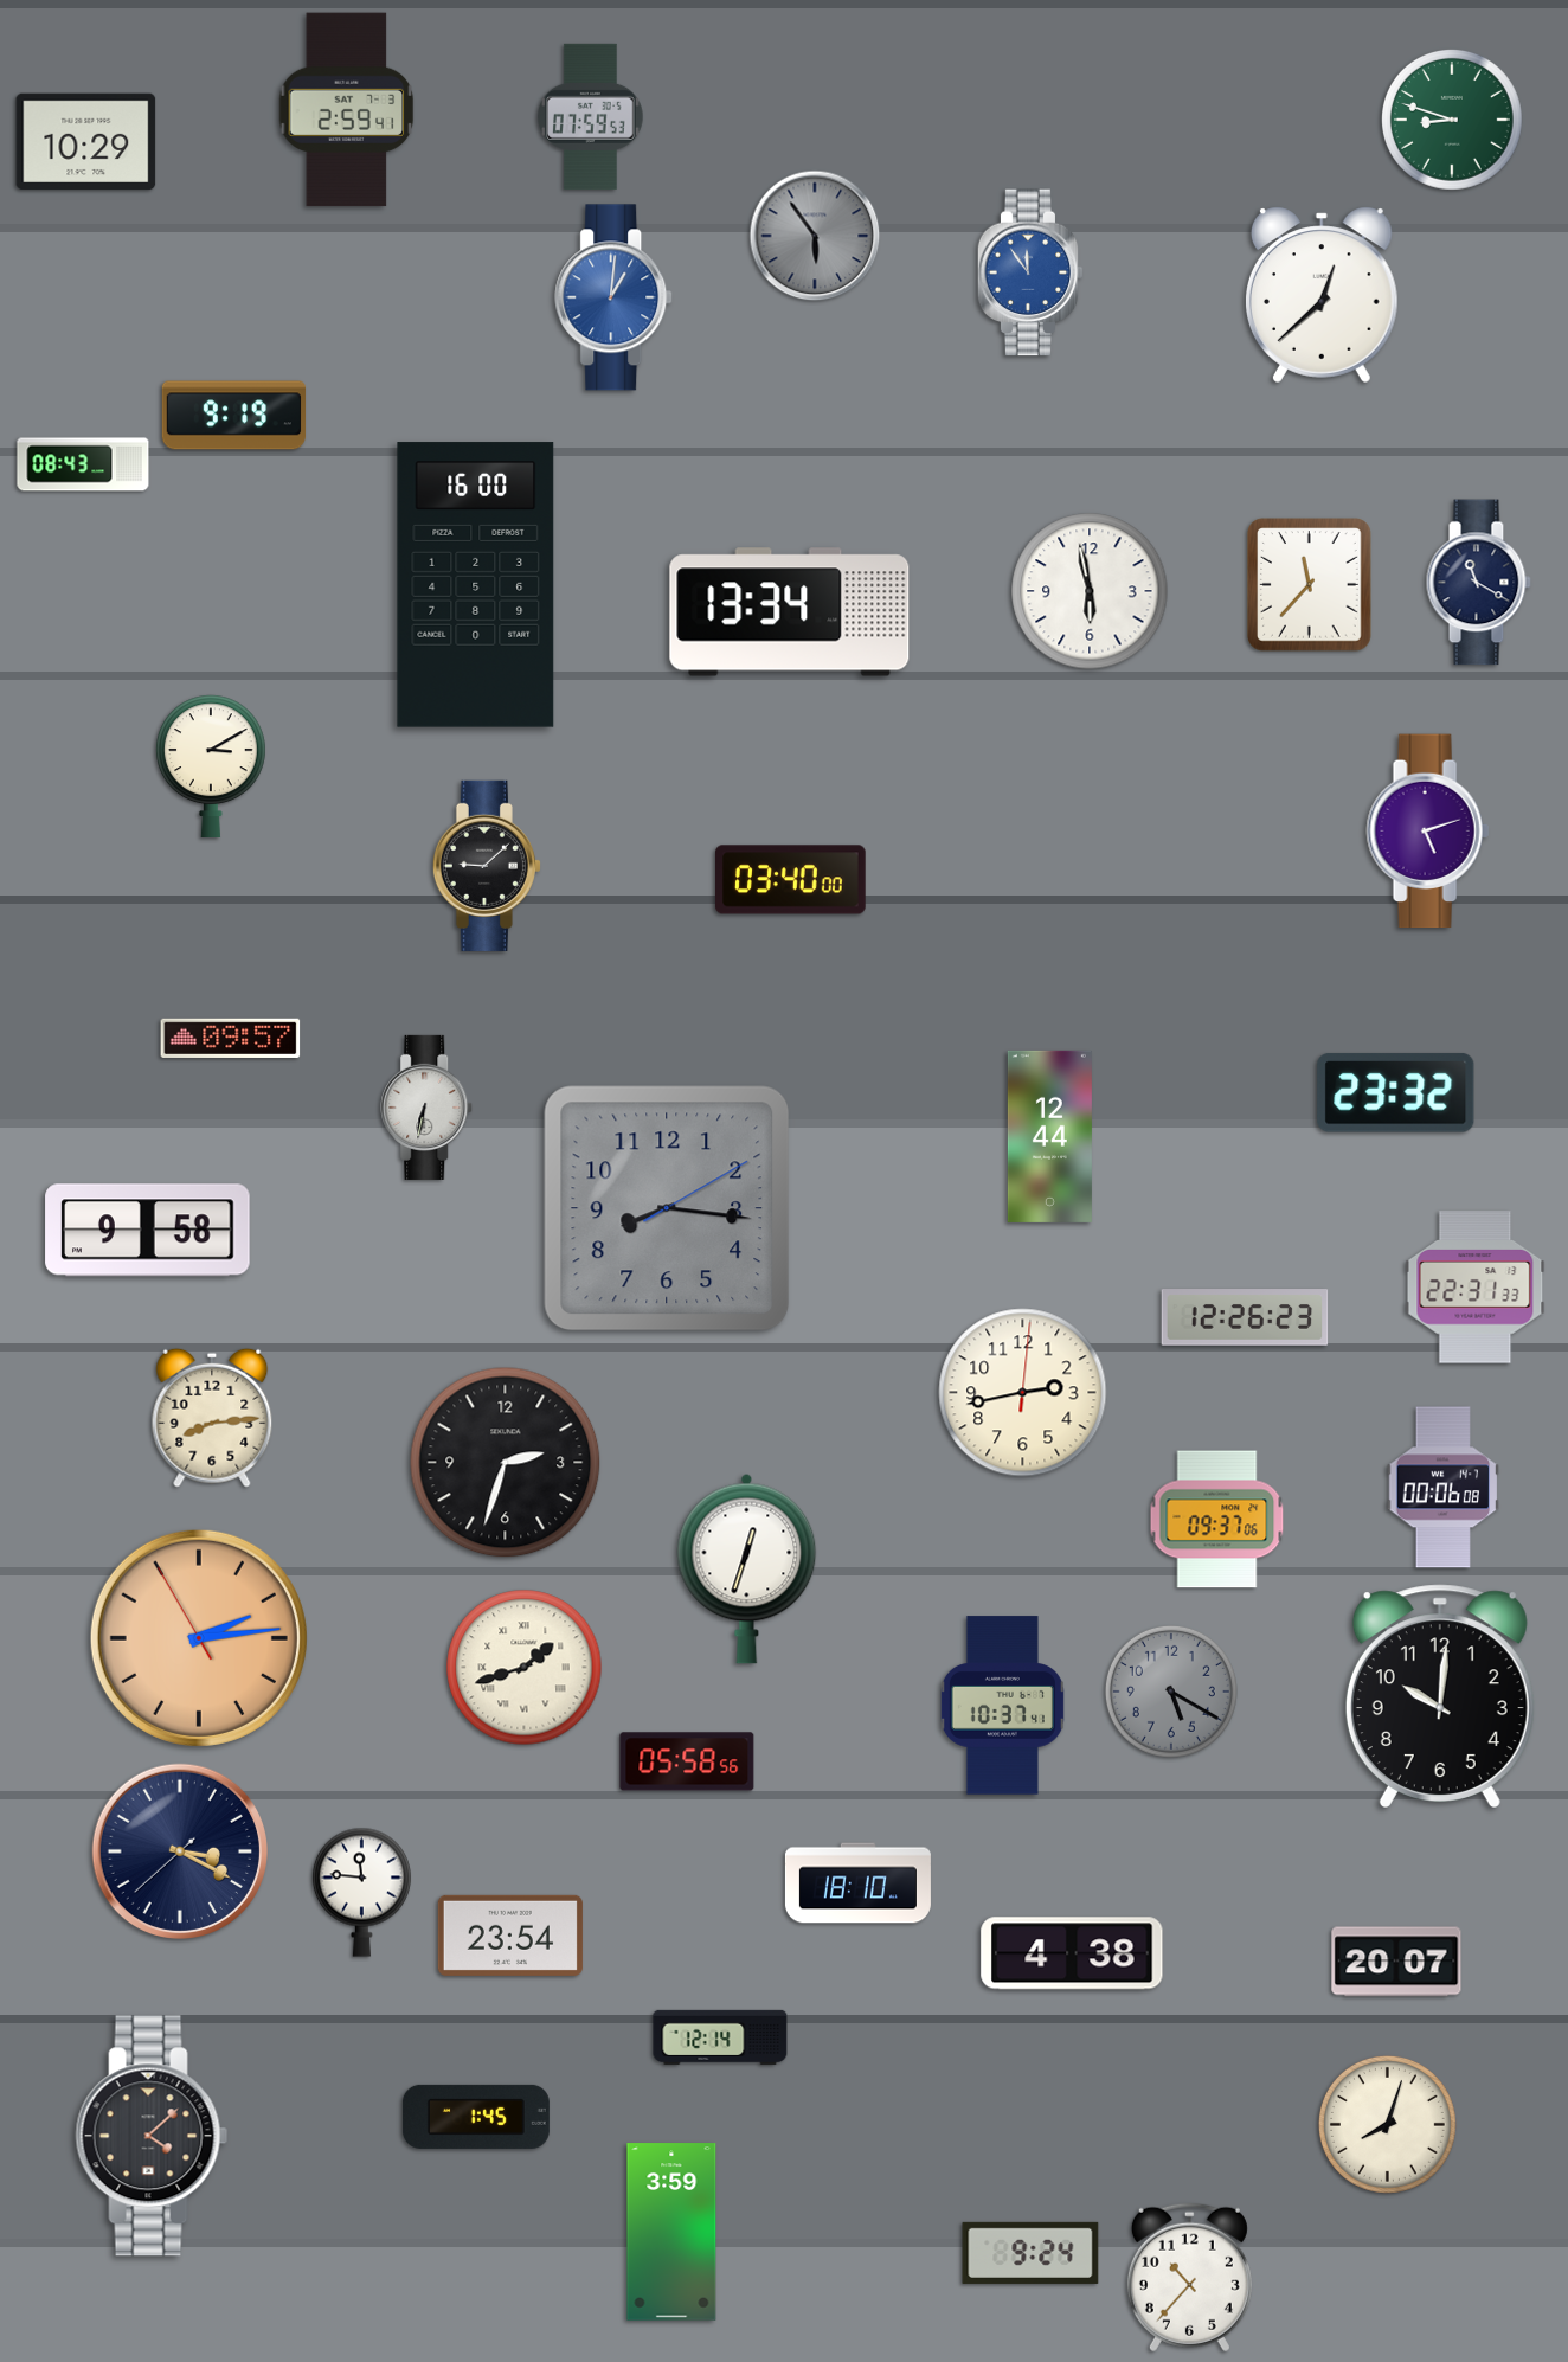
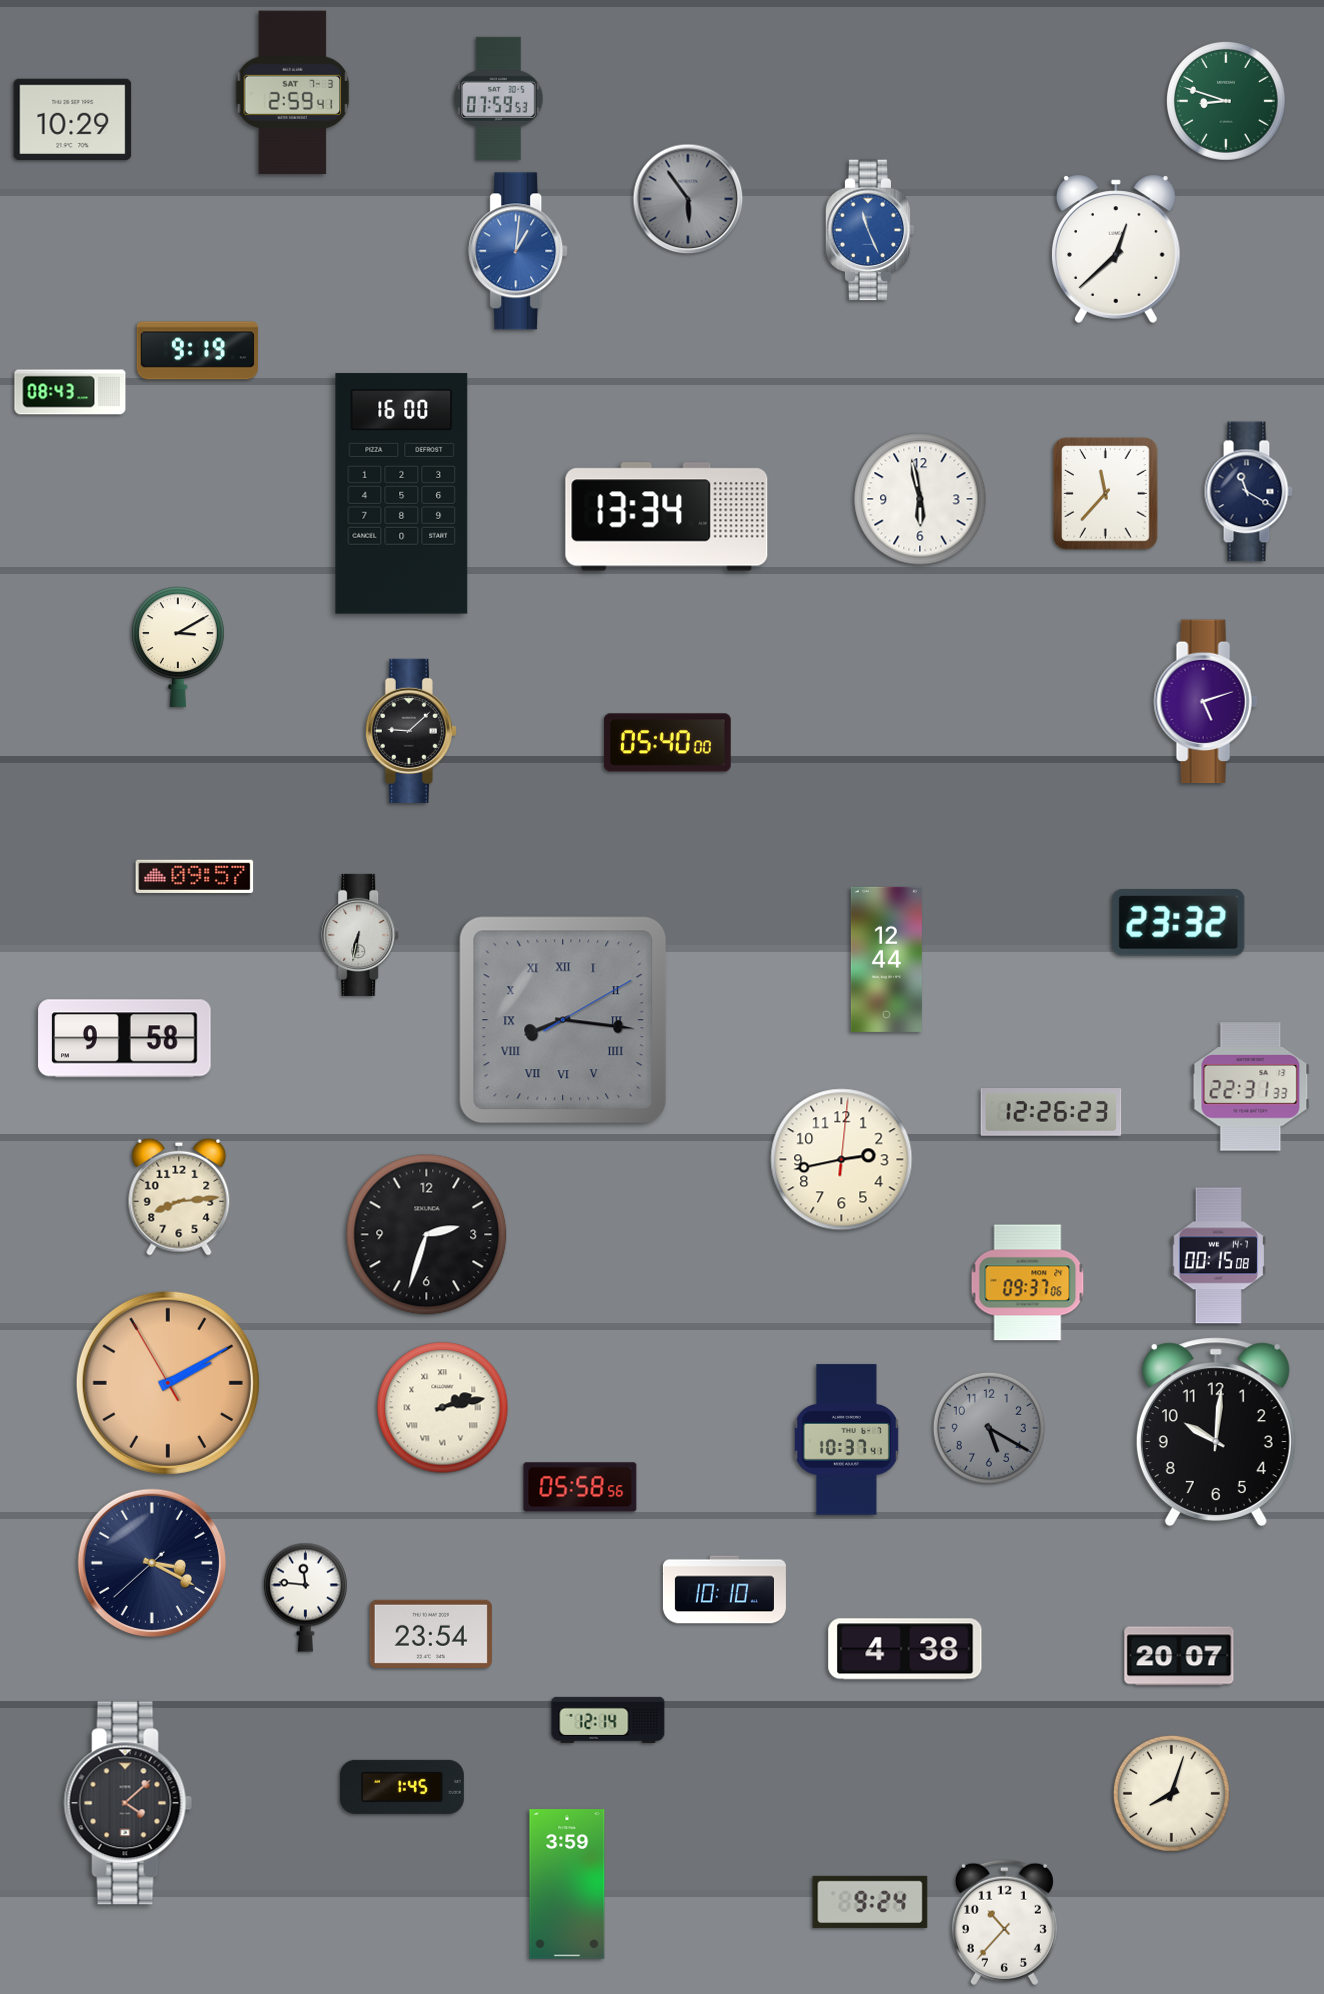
clock at (1030, 272): 11:54 -> 11:26
clock at (791, 880): 03:40 -> 05:40
clock at (667, 1208) numerals: Arabic -> Roman
clock at (1476, 1288) position: (1476, 1288) -> (1251, 1087)
clock at (1023, 1393) position: (1023, 1393) -> (842, 1160)
clock at (1444, 1488): 00:06 -> 00:15
clock at (747, 1568): 12:33 -> none
clock at (199, 1638): 2:13 -> 2:09
clock at (525, 1668): 1:42 -> 2:13
clock at (857, 1883): 18:10 -> 10:10
